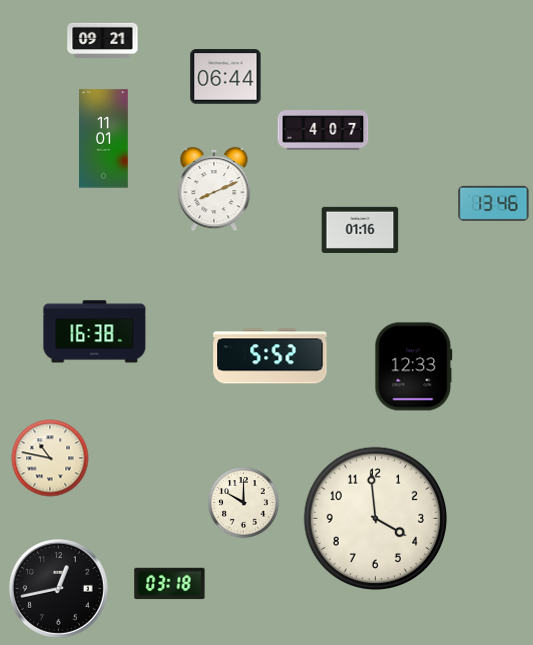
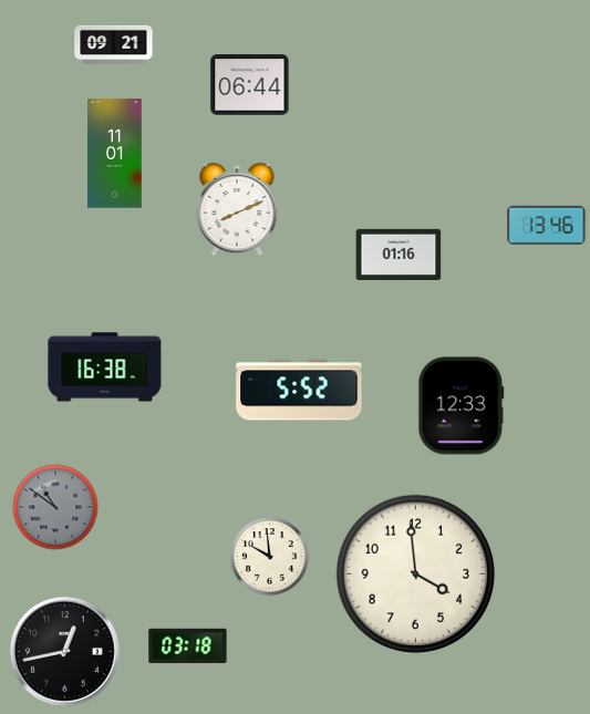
clock at (323, 130): 4:07 -> none
clock at (270, 356) position: (270, 356) -> (299, 390)
clock at (414, 367) position: (414, 367) -> (462, 406)
clock at (50, 458): 10:47 -> 10:51
clock at (50, 458) dial: cream -> grey
clock at (244, 503): 10:00 -> 9:59
